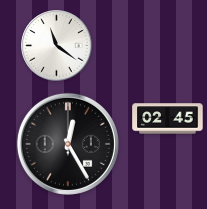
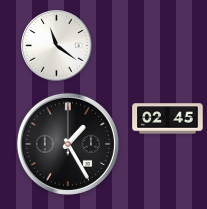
clock at (68, 144): 12:25 -> 1:25
